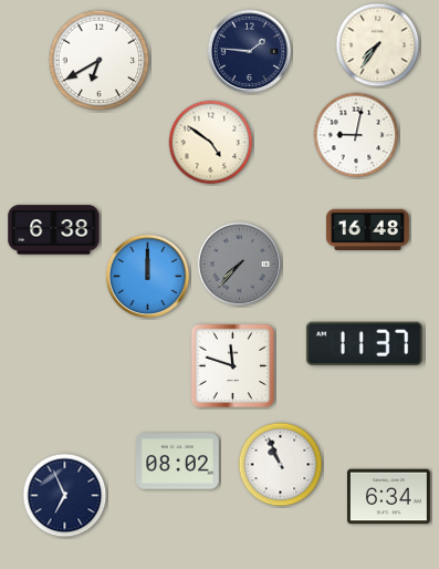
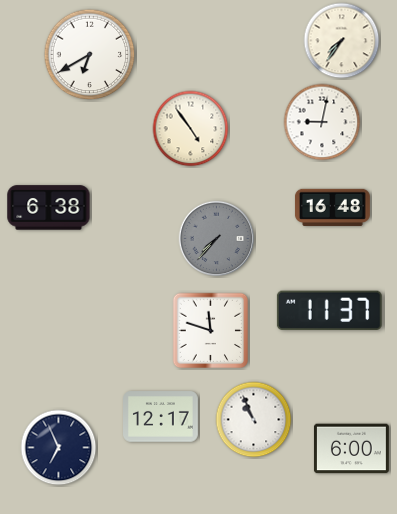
clock at (250, 52): 1:46 -> none
clock at (211, 143): 4:51 -> 4:54
clock at (148, 277): 12:00 -> none
clock at (178, 462): 08:02 -> 12:17
clock at (388, 497): 6:34 -> 6:00
